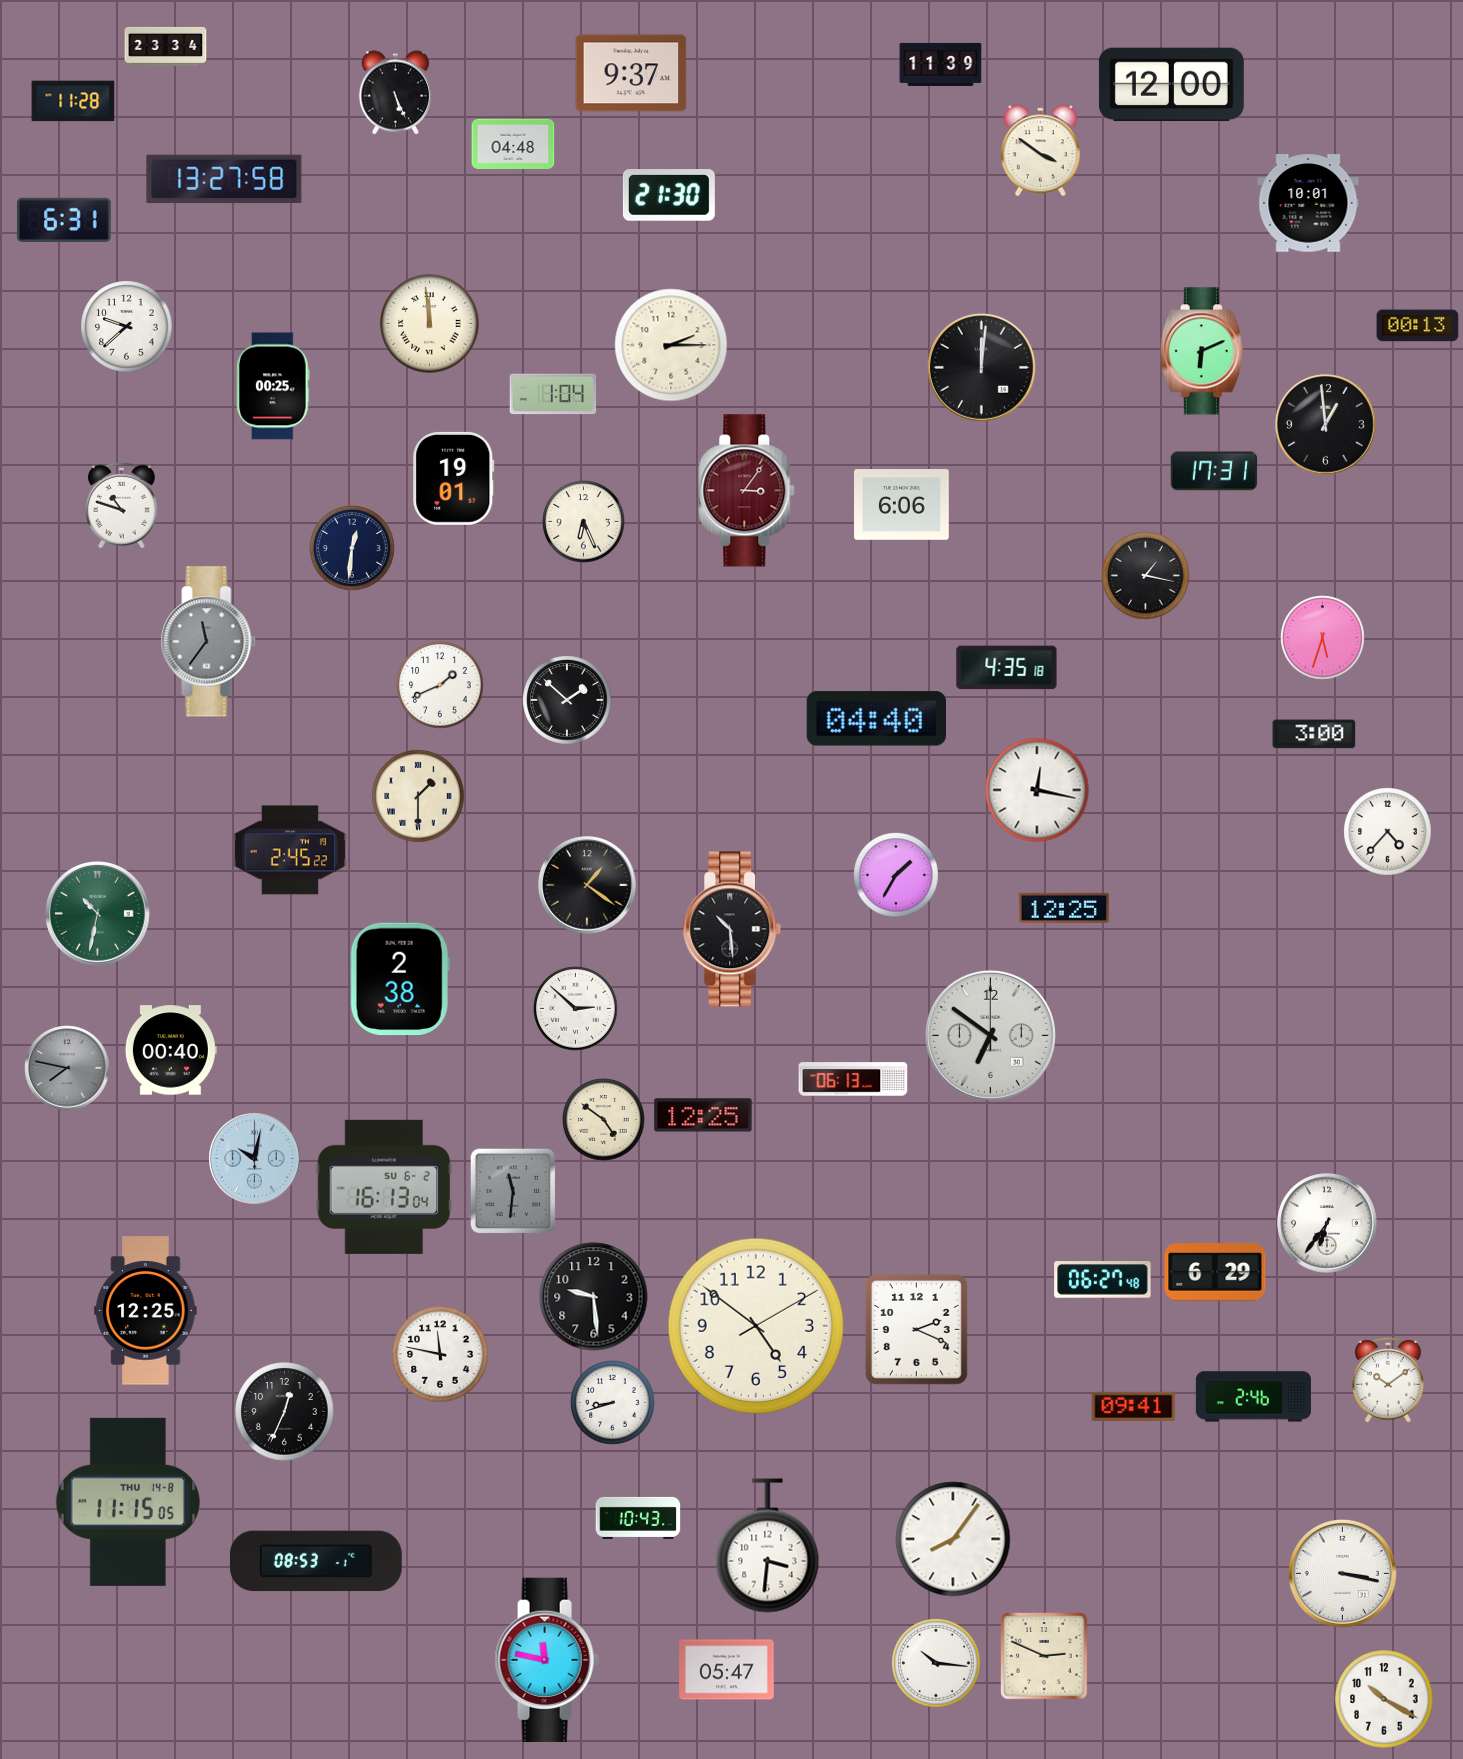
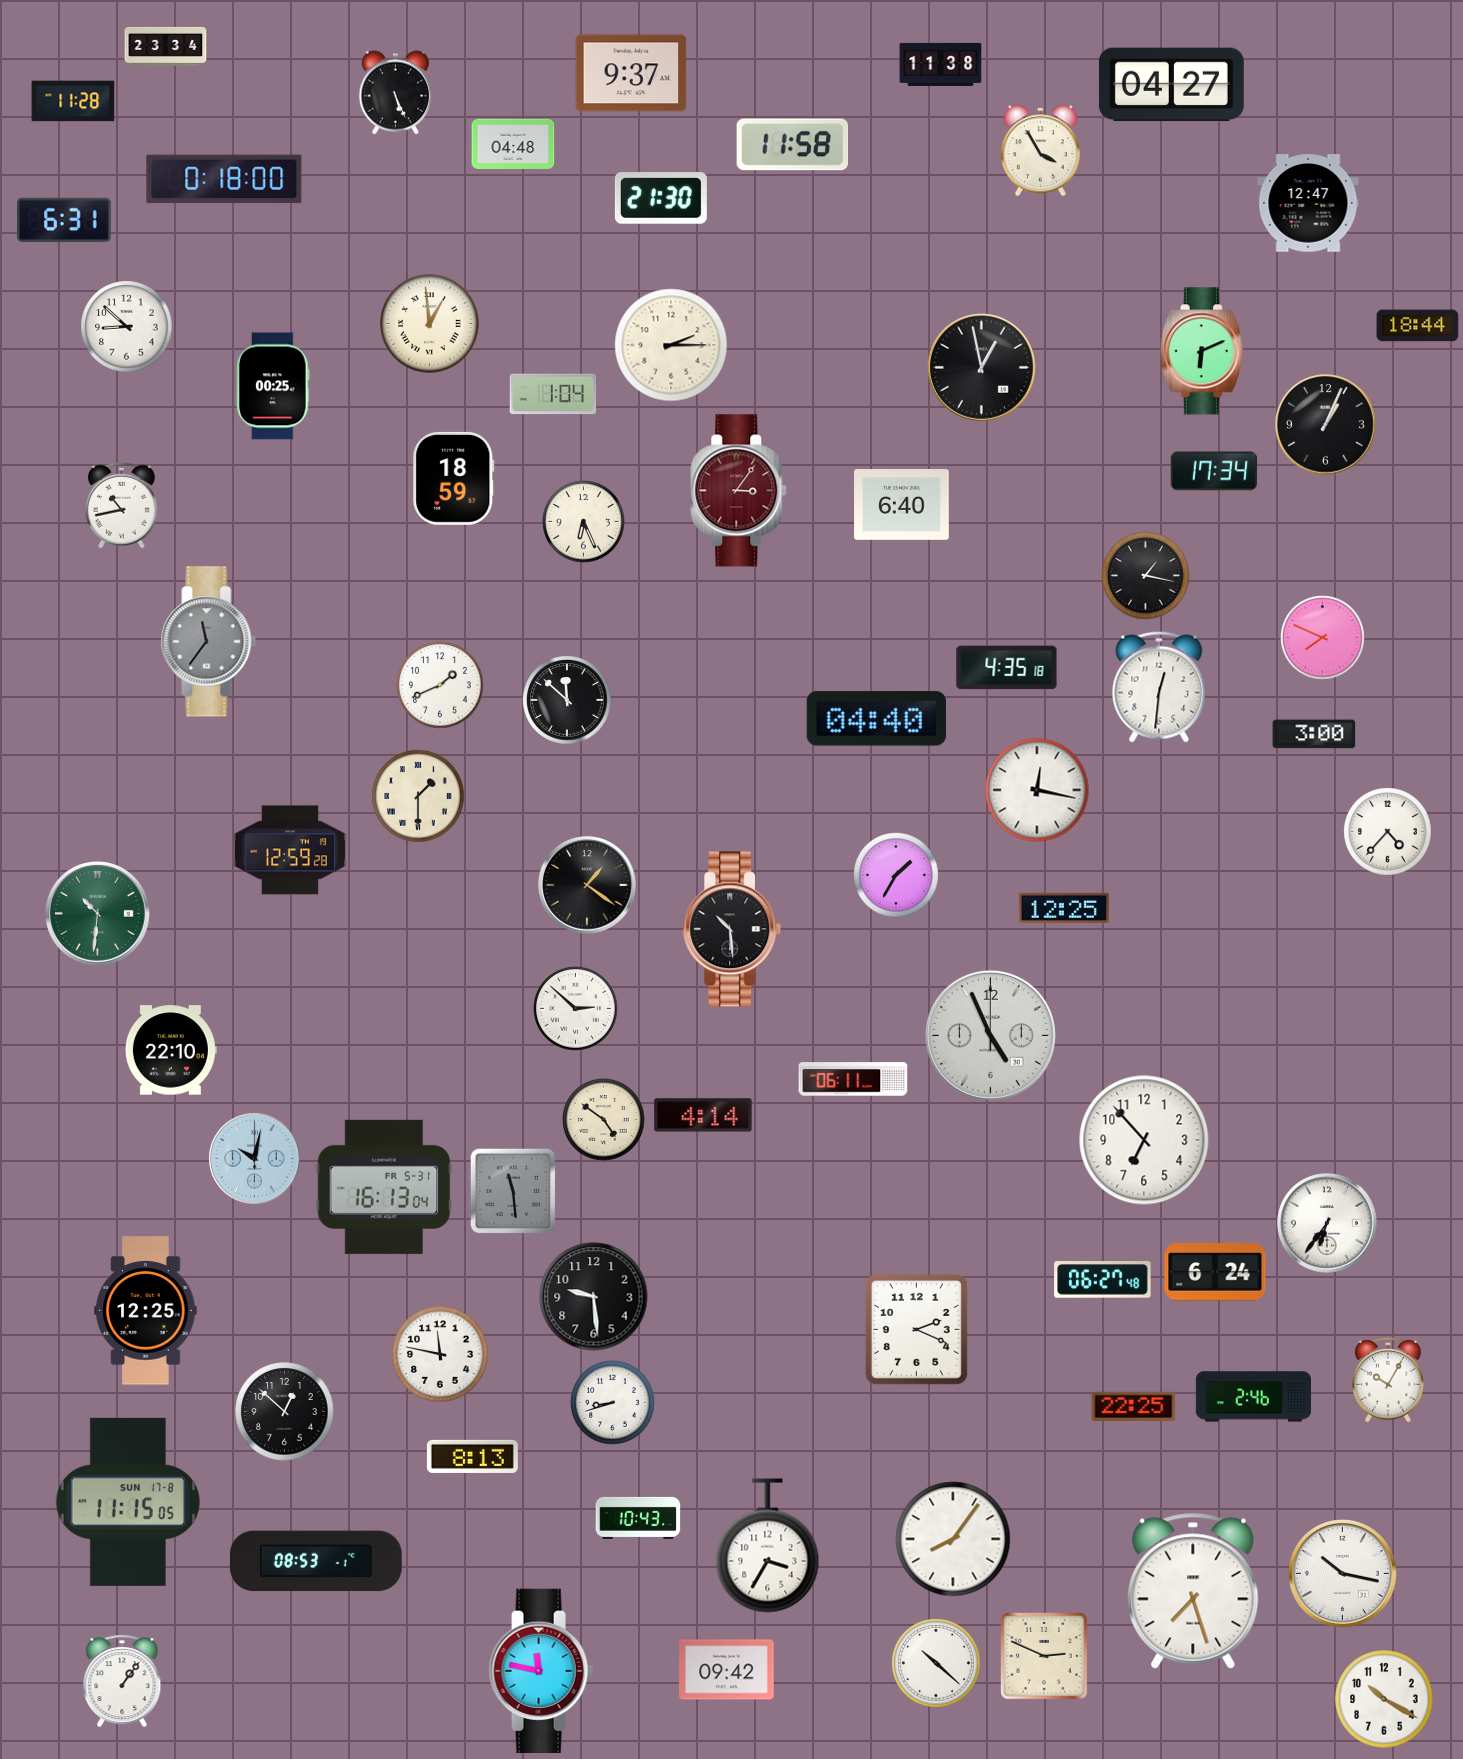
clock at (941, 64): 11:39 -> 11:38
clock at (1171, 85): 12:00 -> 04:27
clock at (793, 145): none -> 11:58
clock at (1040, 151): 3:51 -> 3:55
clock at (224, 179): 13:27 -> 0:18
clock at (669, 195) position: (669, 195) -> (661, 198)
clock at (1308, 203): 10:01 -> 12:47
clock at (430, 324): 11:59 -> 12:59
clock at (1418, 326): 00:13 -> 18:44
clock at (127, 327): 9:38 -> 8:52
clock at (981, 367): 12:01 -> 12:58
clock at (1326, 425): 12:59 -> 1:04
clock at (1214, 471): 17:31 -> 17:34
clock at (454, 478): 19:01 -> 18:59
clock at (747, 491) position: (747, 491) -> (739, 491)
clock at (121, 505): 10:48 -> 10:43
clock at (902, 505): 6:06 -> 6:40
clock at (352, 548): 12:31 -> none
clock at (1323, 638): 5:33 -> 7:49
clock at (1159, 687): none -> 12:31
clock at (567, 700): 1:52 -> 11:52
clock at (290, 850): 2:45 -> 12:59
clock at (98, 914): 10:32 -> 10:31
clock at (400, 979): 2:38 -> none
clock at (990, 1035): 6:51 -> 4:56
clock at (171, 1050): 00:40 -> 22:10
clock at (67, 1068): 7:47 -> none
clock at (853, 1079): 06:13 -> 06:11
clock at (703, 1115): 12:25 -> 4:14
clock at (1144, 1140): none -> 6:53
clock at (384, 1187) date: SU 6-2 -> FR 5-31
clock at (513, 1191): 11:31 -> 11:29
clock at (1215, 1272): 6:29 -> 6:24
clock at (755, 1325): 4:51 -> none
clock at (1388, 1380): 10:09 -> 10:05
clock at (1134, 1406): 09:41 -> 22:25
clock at (285, 1412): 12:34 -> 12:52
clock at (472, 1456): none -> 8:13
clock at (128, 1502) date: THU 14-8 -> SUN 17-8
clock at (768, 1546): 3:31 -> 3:35
clock at (1342, 1573): 3:17 -> 10:17
clock at (1193, 1591): none -> 7:27
clock at (547, 1659) position: (547, 1659) -> (541, 1670)
clock at (936, 1663): 10:16 -> 10:22
clock at (727, 1670): 05:47 -> 09:42
clock at (122, 1681): none -> 1:06
